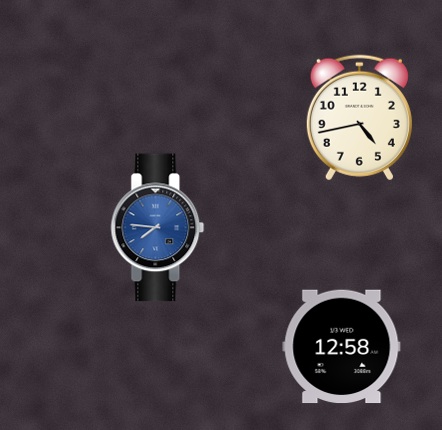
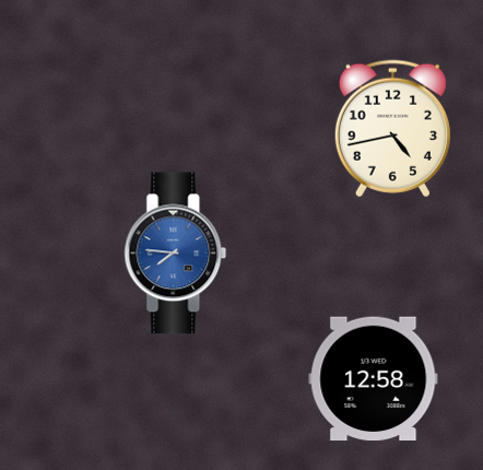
clock at (158, 228) position: (158, 228) -> (176, 254)
